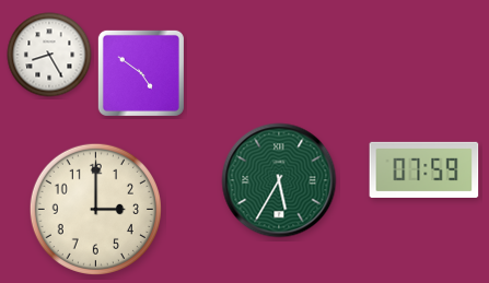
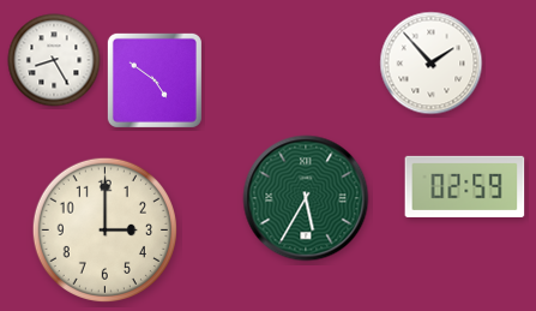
clock at (432, 64): none -> 1:53
clock at (424, 169): 07:59 -> 02:59
